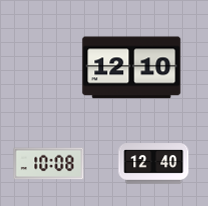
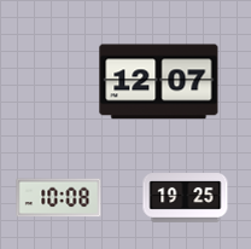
clock at (132, 68): 12:10 -> 12:07
clock at (154, 164): 12:40 -> 19:25
